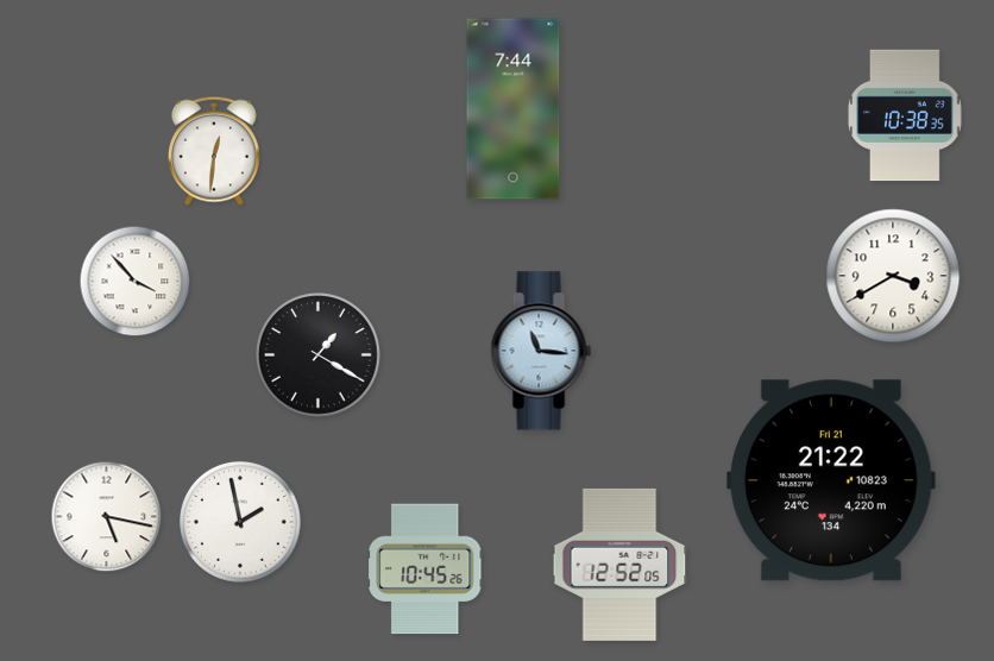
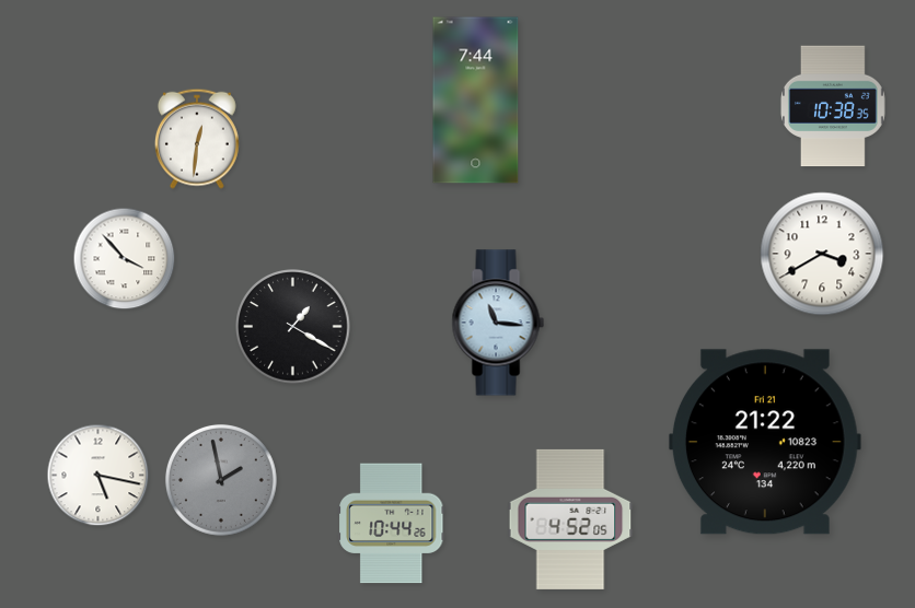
clock at (514, 109) position: (514, 109) -> (476, 101)
clock at (240, 522) dial: white -> grey
clock at (619, 565): 12:52 -> 4:52
clock at (426, 569): 10:45 -> 10:44
